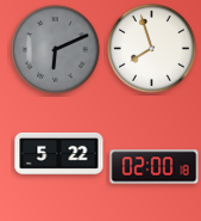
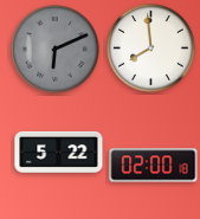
clock at (152, 49): 7:57 -> 7:59
